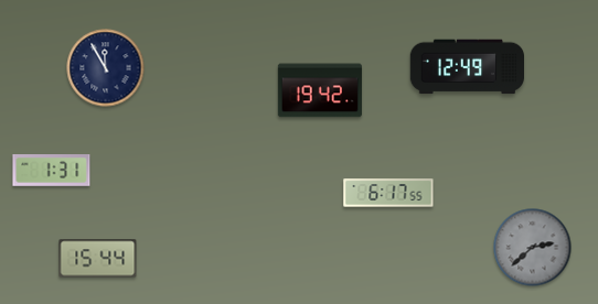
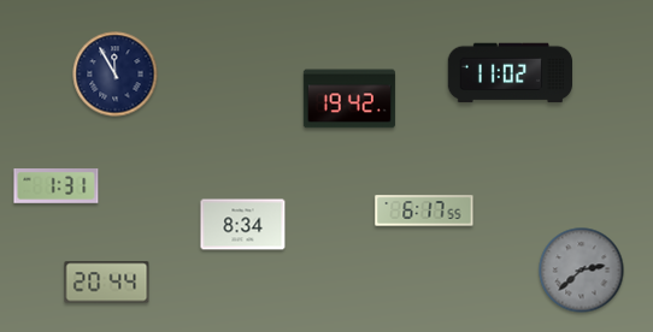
clock at (467, 67): 12:49 -> 11:02
clock at (243, 225): none -> 8:34
clock at (98, 259): 15:44 -> 20:44
